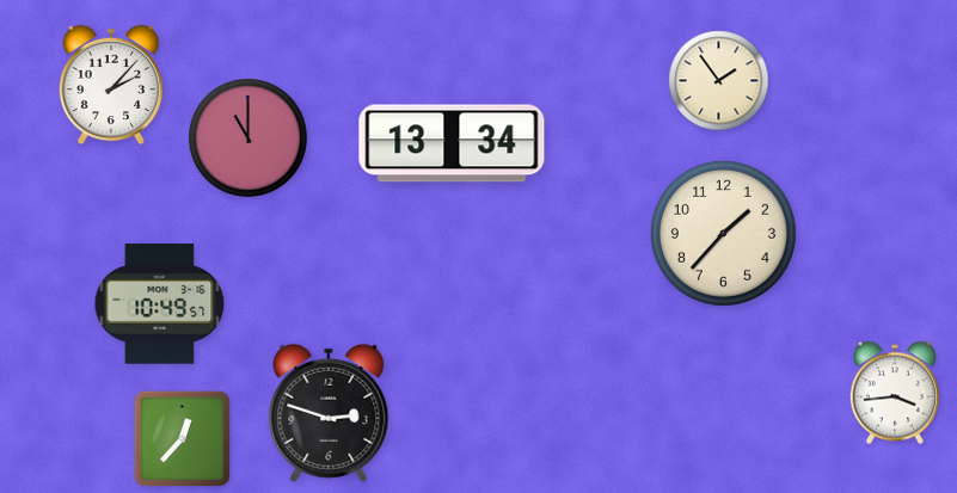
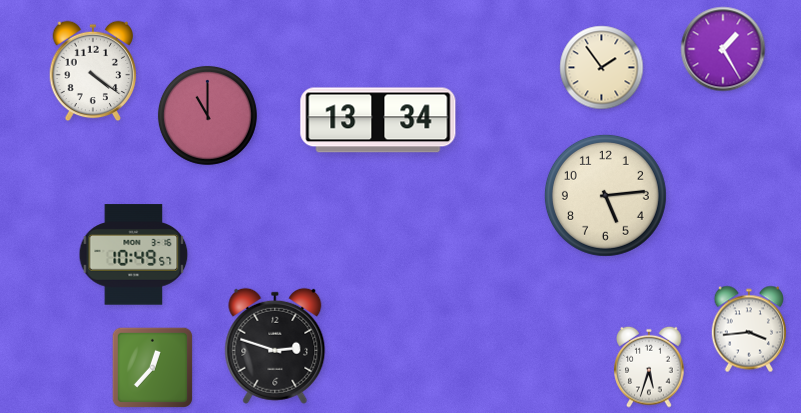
clock at (723, 49): none -> 1:25
clock at (111, 85): 2:07 -> 4:21
clock at (723, 233): 1:37 -> 5:14
clock at (649, 367): none -> 5:33
